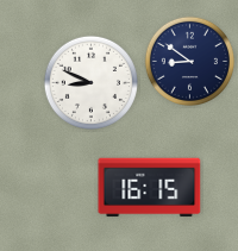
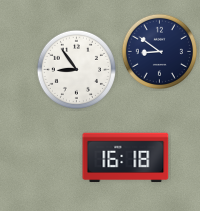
clock at (90, 82): 8:49 -> 8:54
clock at (150, 188): 16:15 -> 16:18
